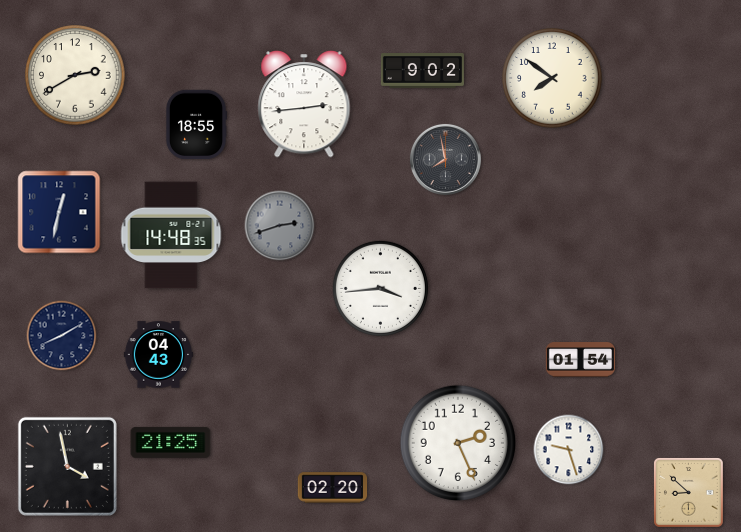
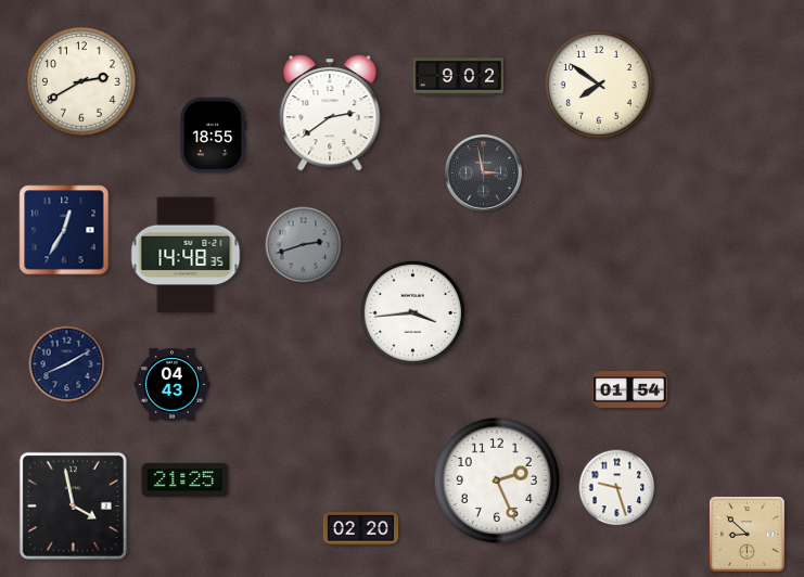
clock at (304, 105): 2:44 -> 2:39
clock at (445, 159): 7:58 -> 2:58
clock at (59, 212): 12:32 -> 12:35
